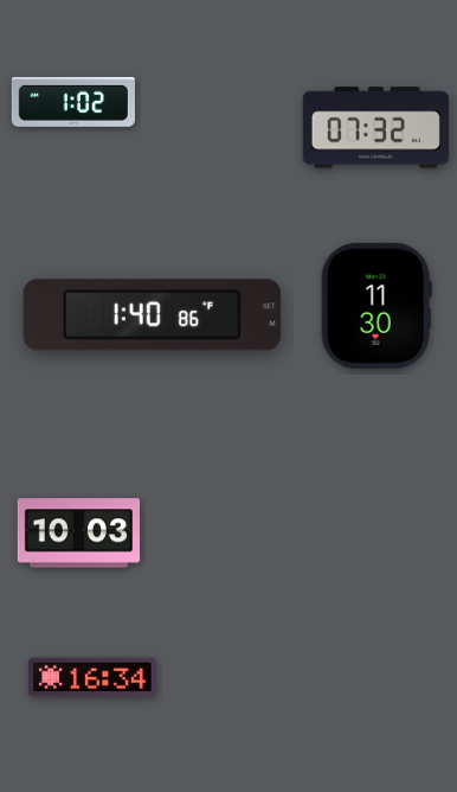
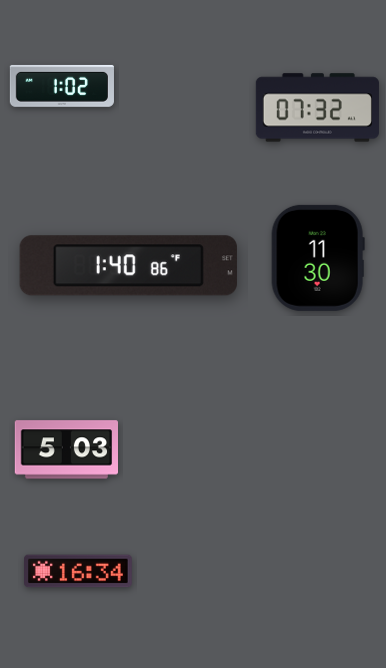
clock at (78, 534): 10:03 -> 5:03
